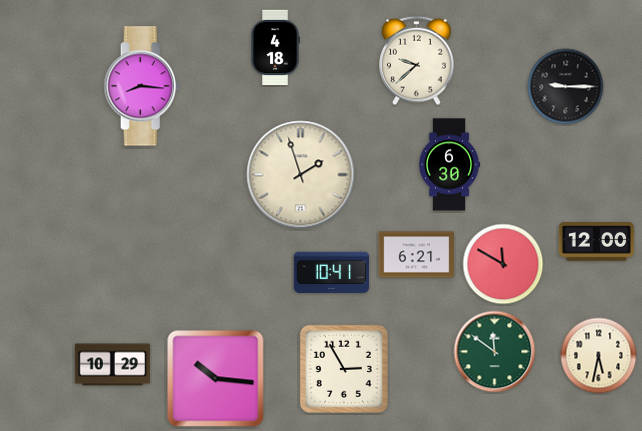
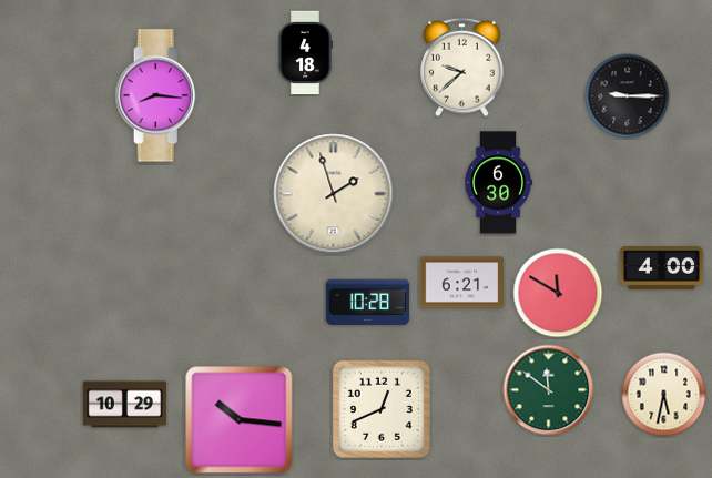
clock at (597, 242): 12:00 -> 4:00
clock at (332, 273): 10:41 -> 10:28
clock at (344, 369): 2:55 -> 12:41
